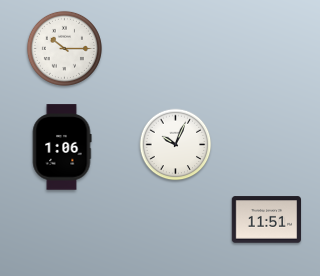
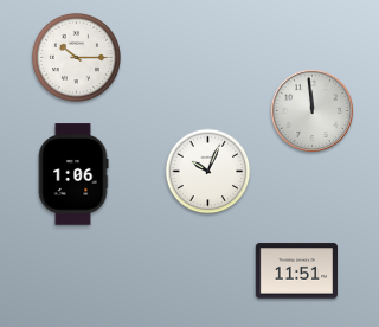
clock at (311, 110): none -> 11:59
clock at (267, 220) position: (267, 220) -> (297, 271)
